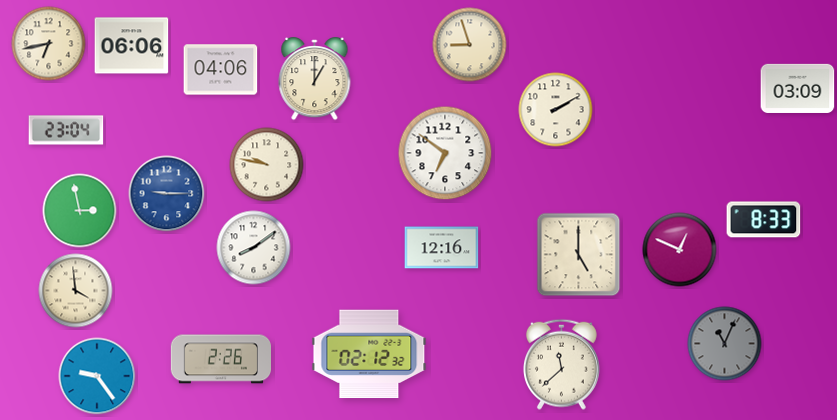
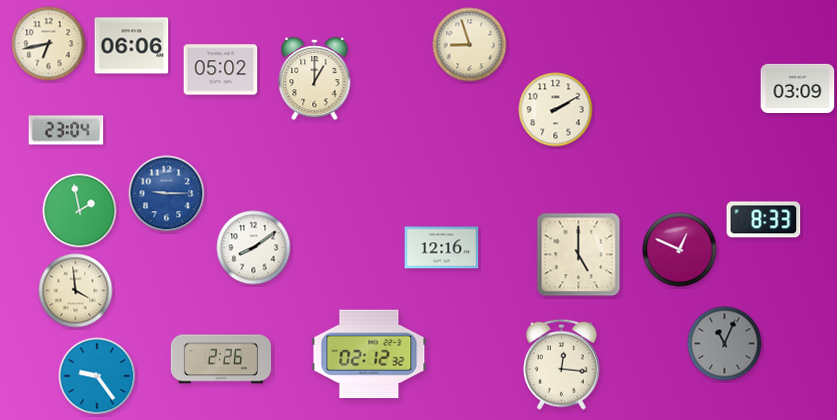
clock at (221, 70): 04:06 -> 05:02
clock at (445, 153): 6:51 -> none
clock at (267, 165): 9:47 -> none
clock at (80, 211): 2:58 -> 1:58
clock at (562, 364): 11:38 -> 12:16
